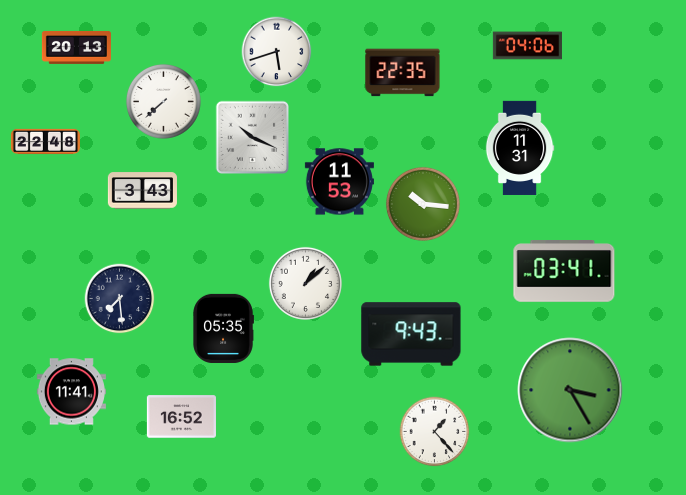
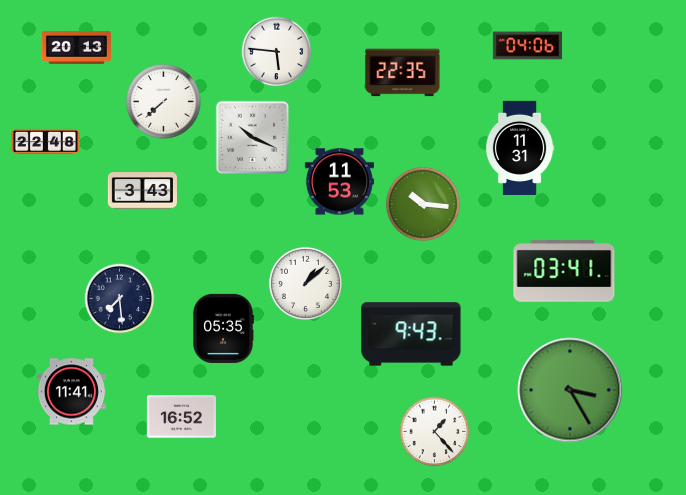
clock at (277, 52): 5:42 -> 5:46
